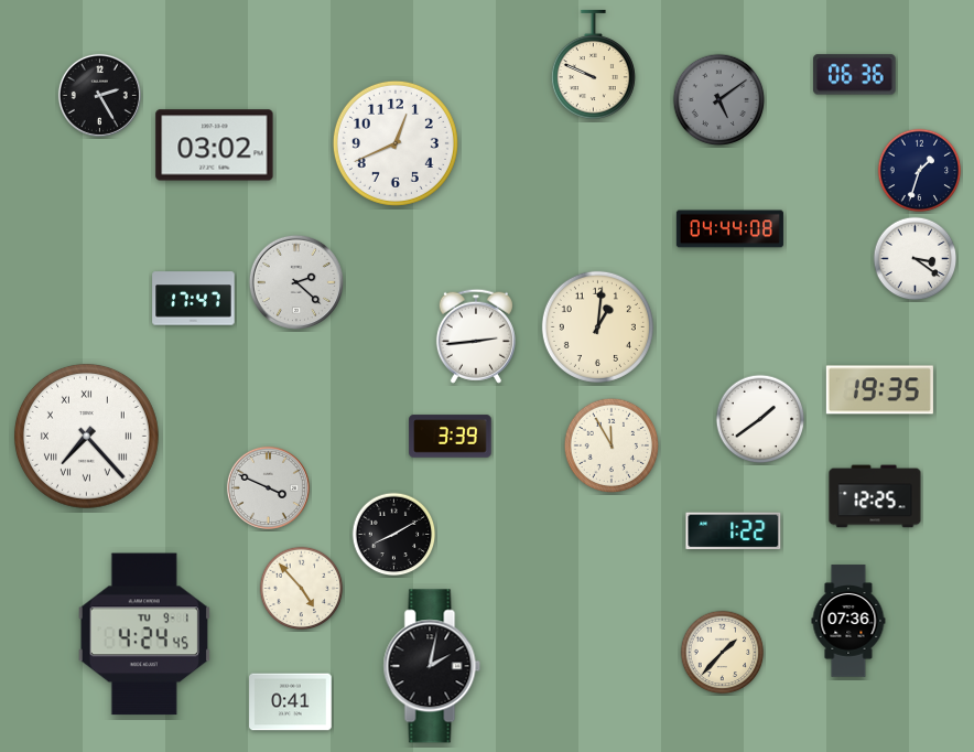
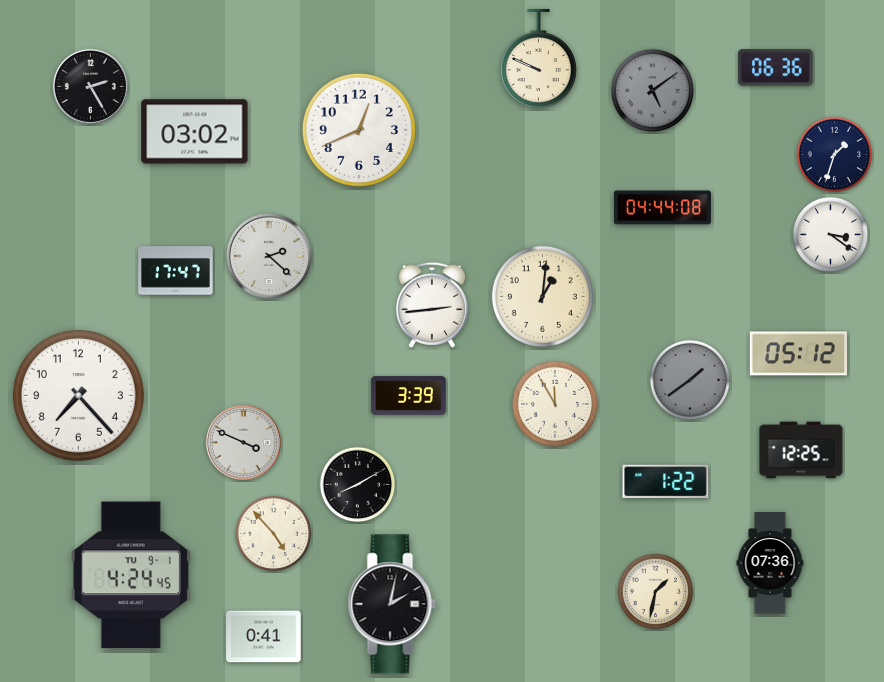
clock at (879, 390): 19:35 -> 05:12
clock at (760, 419) dial: white -> grey
clock at (86, 436) numerals: Roman -> Arabic
clock at (875, 496) position: (875, 496) -> (801, 450)
clock at (723, 653): 1:37 -> 1:32
